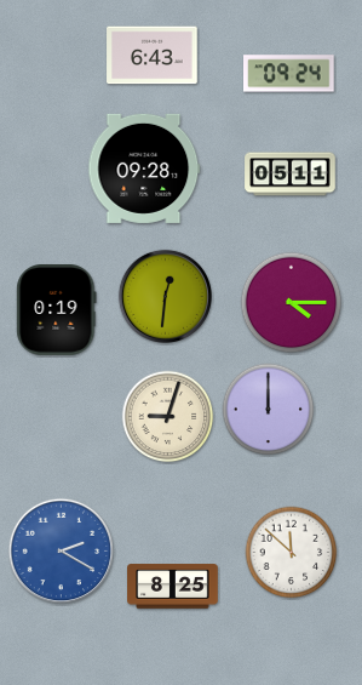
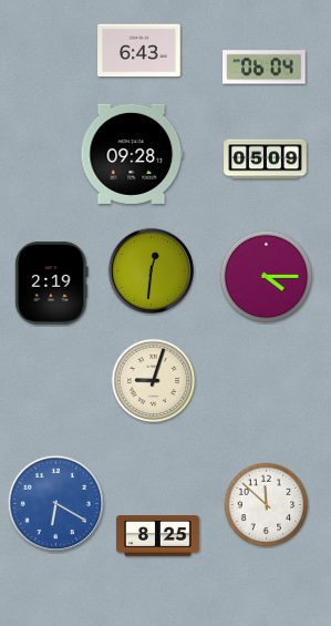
clock at (289, 74): 09:24 -> 06:04
clock at (291, 175): 05:11 -> 05:09
clock at (57, 310): 0:19 -> 2:19
clock at (269, 410): 12:00 -> none
clock at (62, 552): 2:20 -> 6:20
